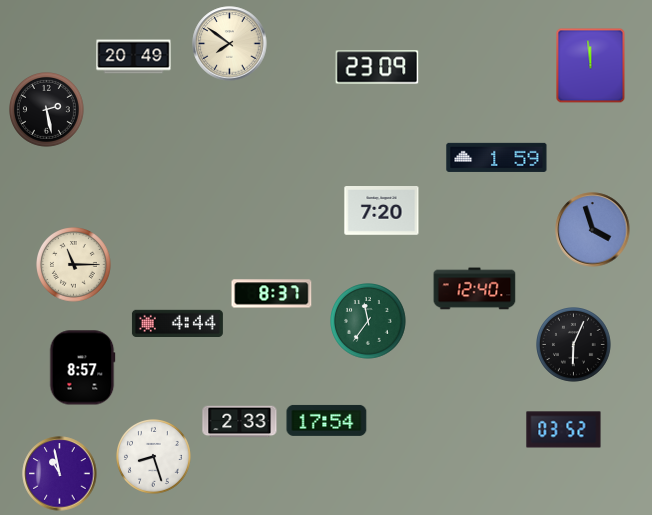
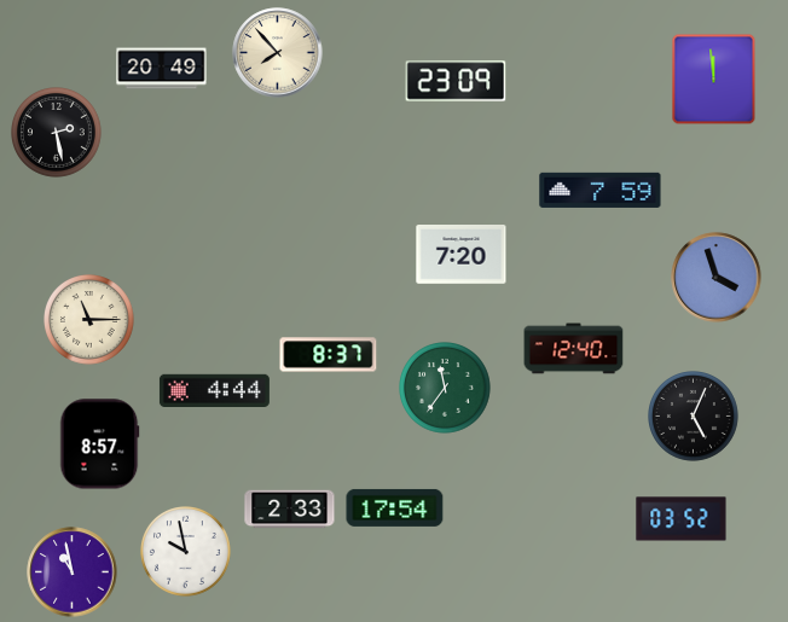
clock at (230, 44): 7:51 -> 7:53
clock at (497, 157): 1:59 -> 7:59
clock at (574, 345): 6:04 -> 5:04
clock at (154, 457): 8:27 -> 9:58
